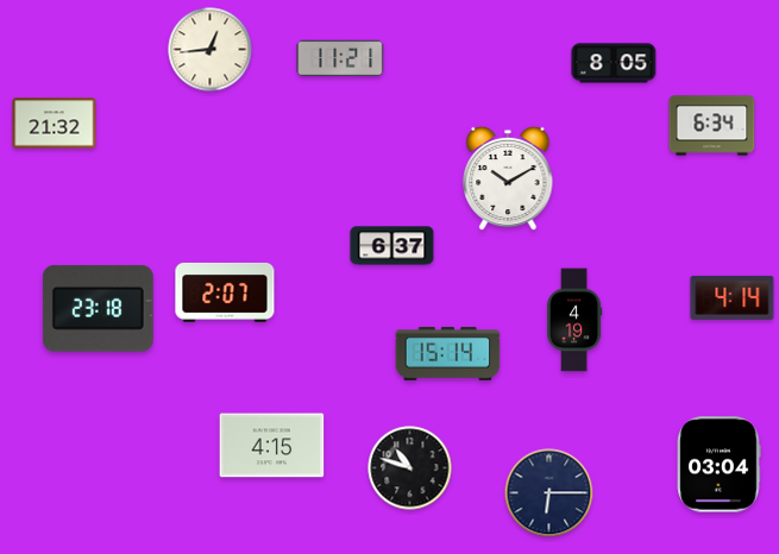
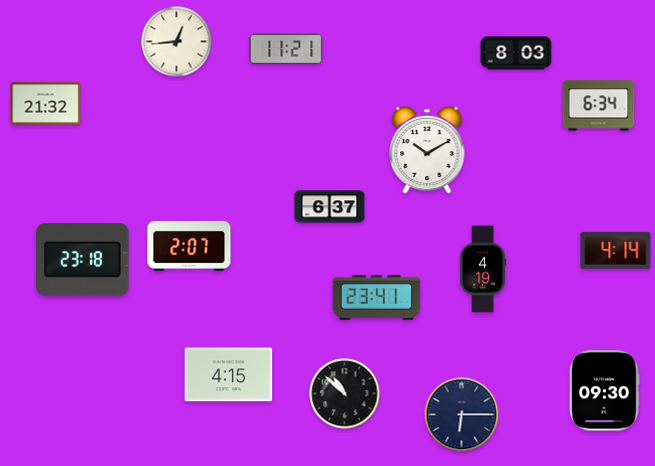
clock at (614, 63): 8:05 -> 8:03
clock at (448, 353): 15:14 -> 23:41
clock at (720, 465): 03:04 -> 09:30
clock at (410, 468): 10:48 -> 10:52
